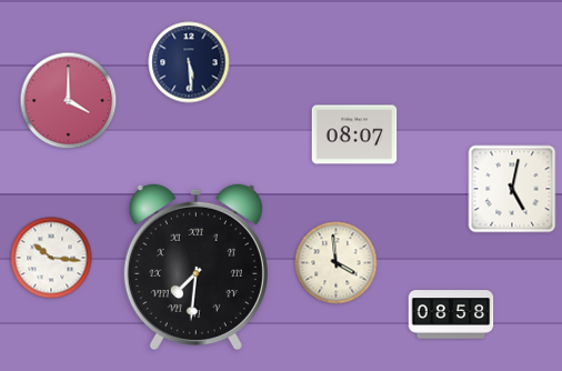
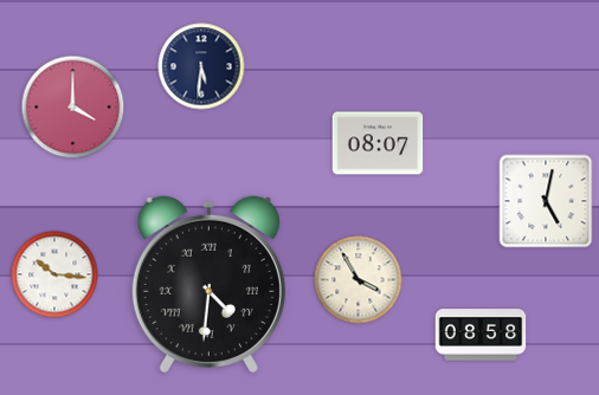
clock at (189, 62): 5:29 -> 5:31
clock at (337, 263): 3:59 -> 3:55
clock at (195, 265): 7:31 -> 4:31
